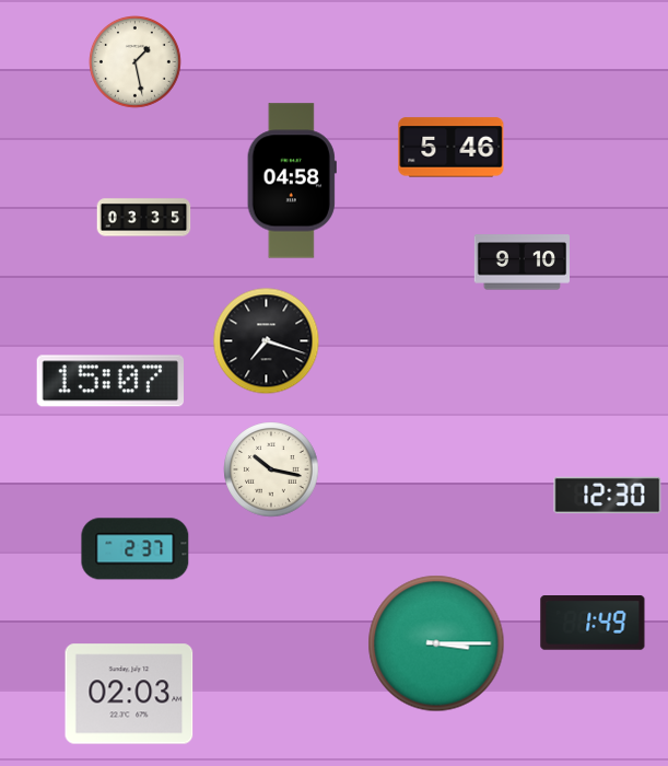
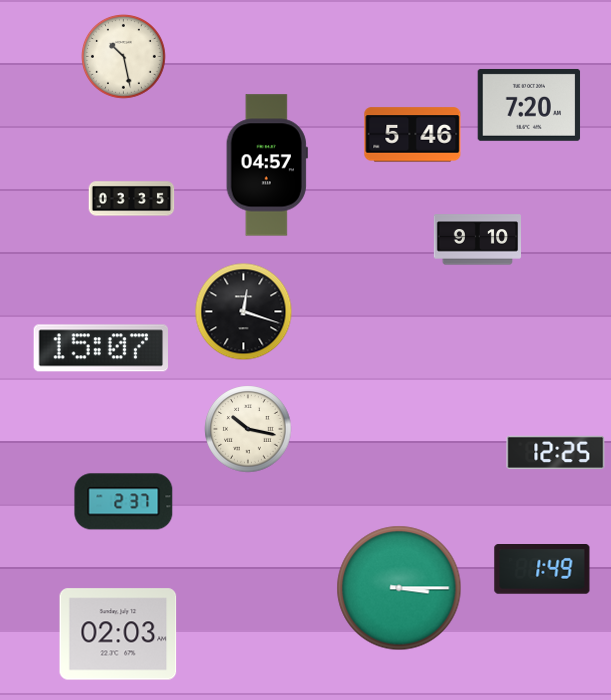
clock at (136, 62): 1:28 -> 10:28
clock at (529, 105): none -> 7:20
clock at (292, 181): 04:58 -> 04:57
clock at (267, 341): 7:18 -> 12:18
clock at (608, 496): 12:30 -> 12:25
